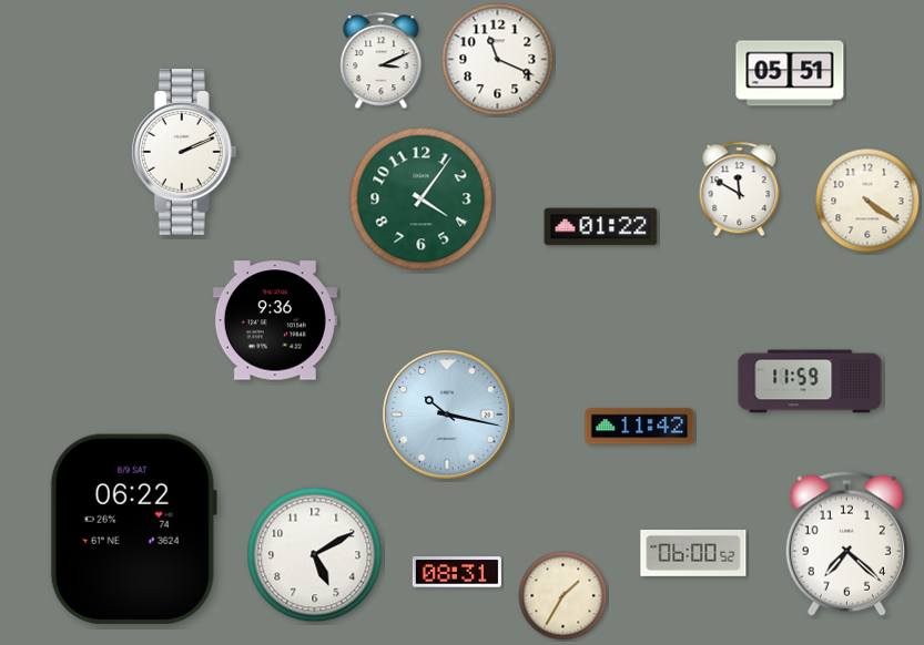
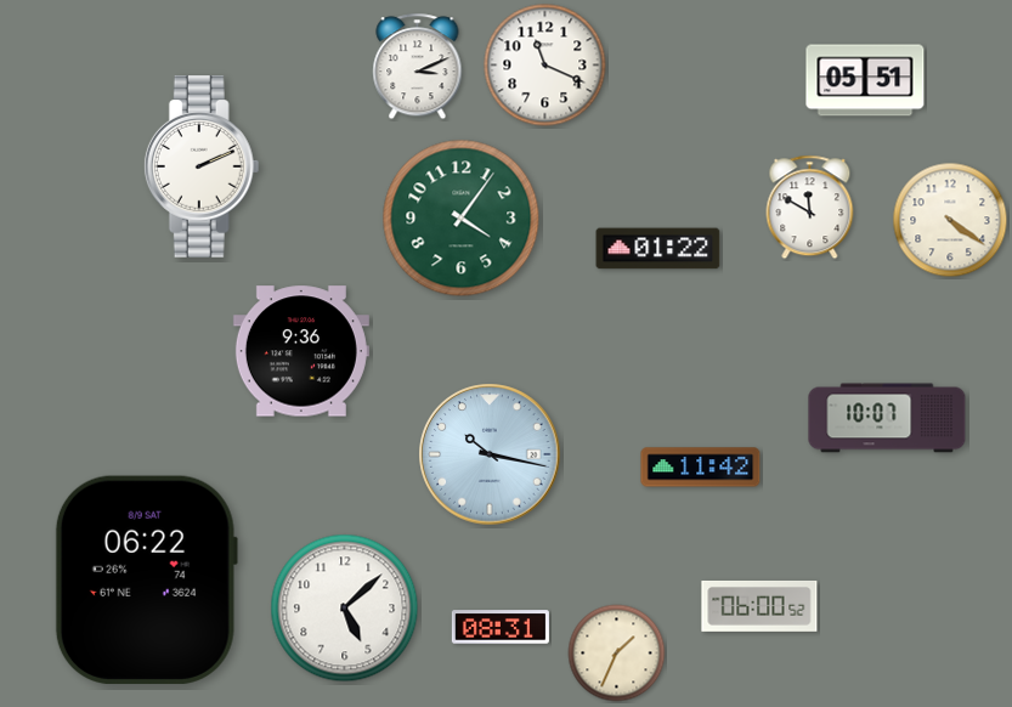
clock at (810, 381): 11:59 -> 10:07
clock at (846, 543): 7:22 -> none
clock at (315, 555): 5:10 -> 5:08
clock at (563, 596): 1:35 -> 1:34
